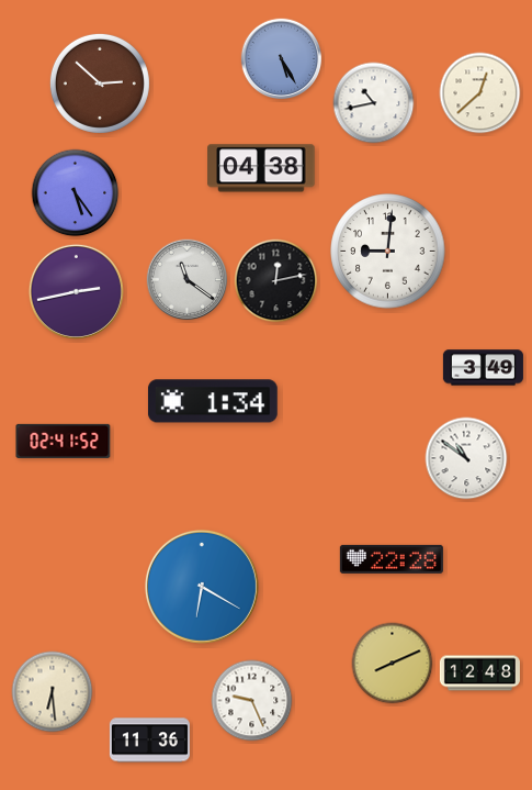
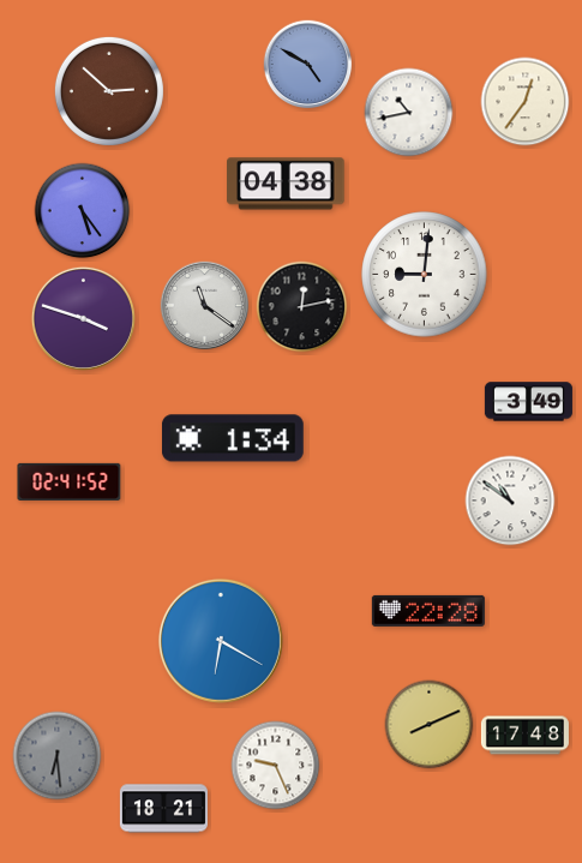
clock at (282, 59): 5:25 -> 4:50
clock at (480, 93): 12:38 -> 12:36
clock at (76, 291): 2:43 -> 3:48
clock at (479, 674): 12:48 -> 17:48
clock at (53, 692) dial: cream -> grey
clock at (149, 741): 11:36 -> 18:21
